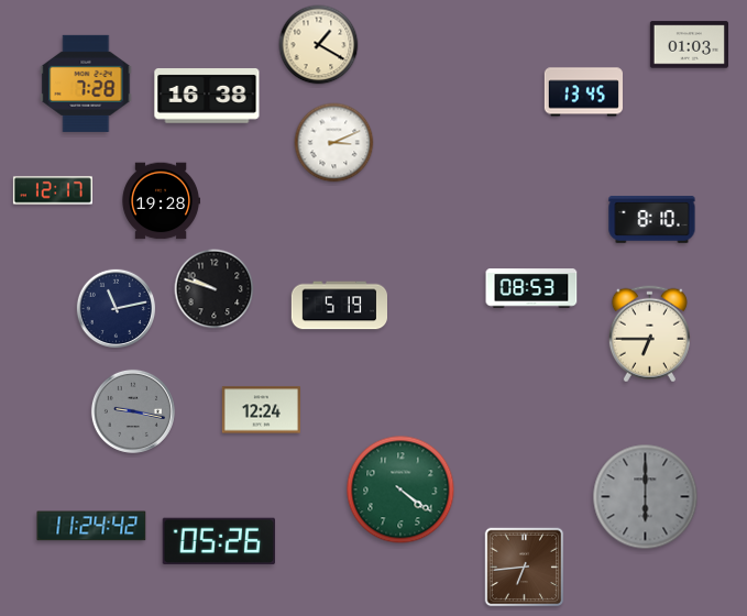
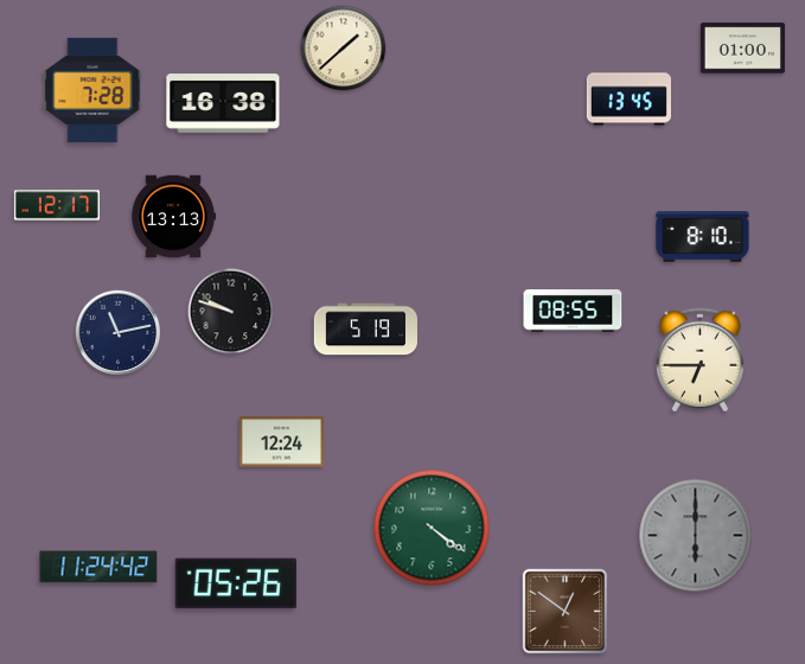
clock at (319, 45): 1:20 -> 1:38
clock at (689, 45): 01:03 -> 01:00
clock at (334, 143): 3:11 -> none
clock at (161, 201): 19:28 -> 13:13
clock at (531, 288): 08:53 -> 08:55
clock at (116, 308) position: (116, 308) -> (117, 332)
clock at (133, 411): 9:17 -> none
clock at (525, 568): 6:44 -> 12:51
